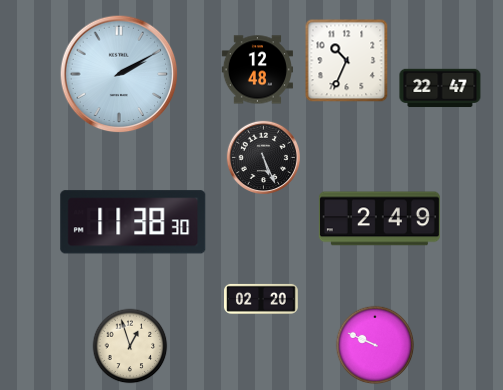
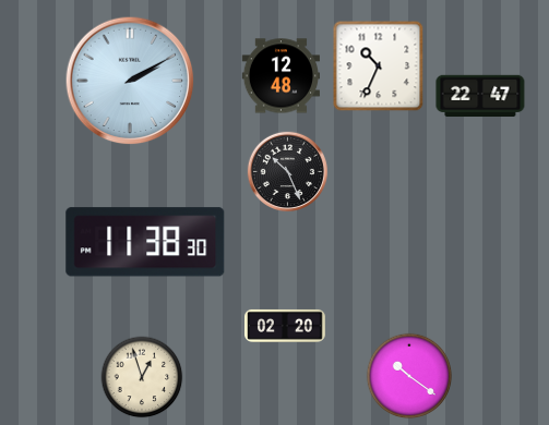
clock at (263, 157): 5:26 -> 10:26
clock at (379, 219): 2:49 -> none
clock at (375, 345): 9:49 -> 10:21
